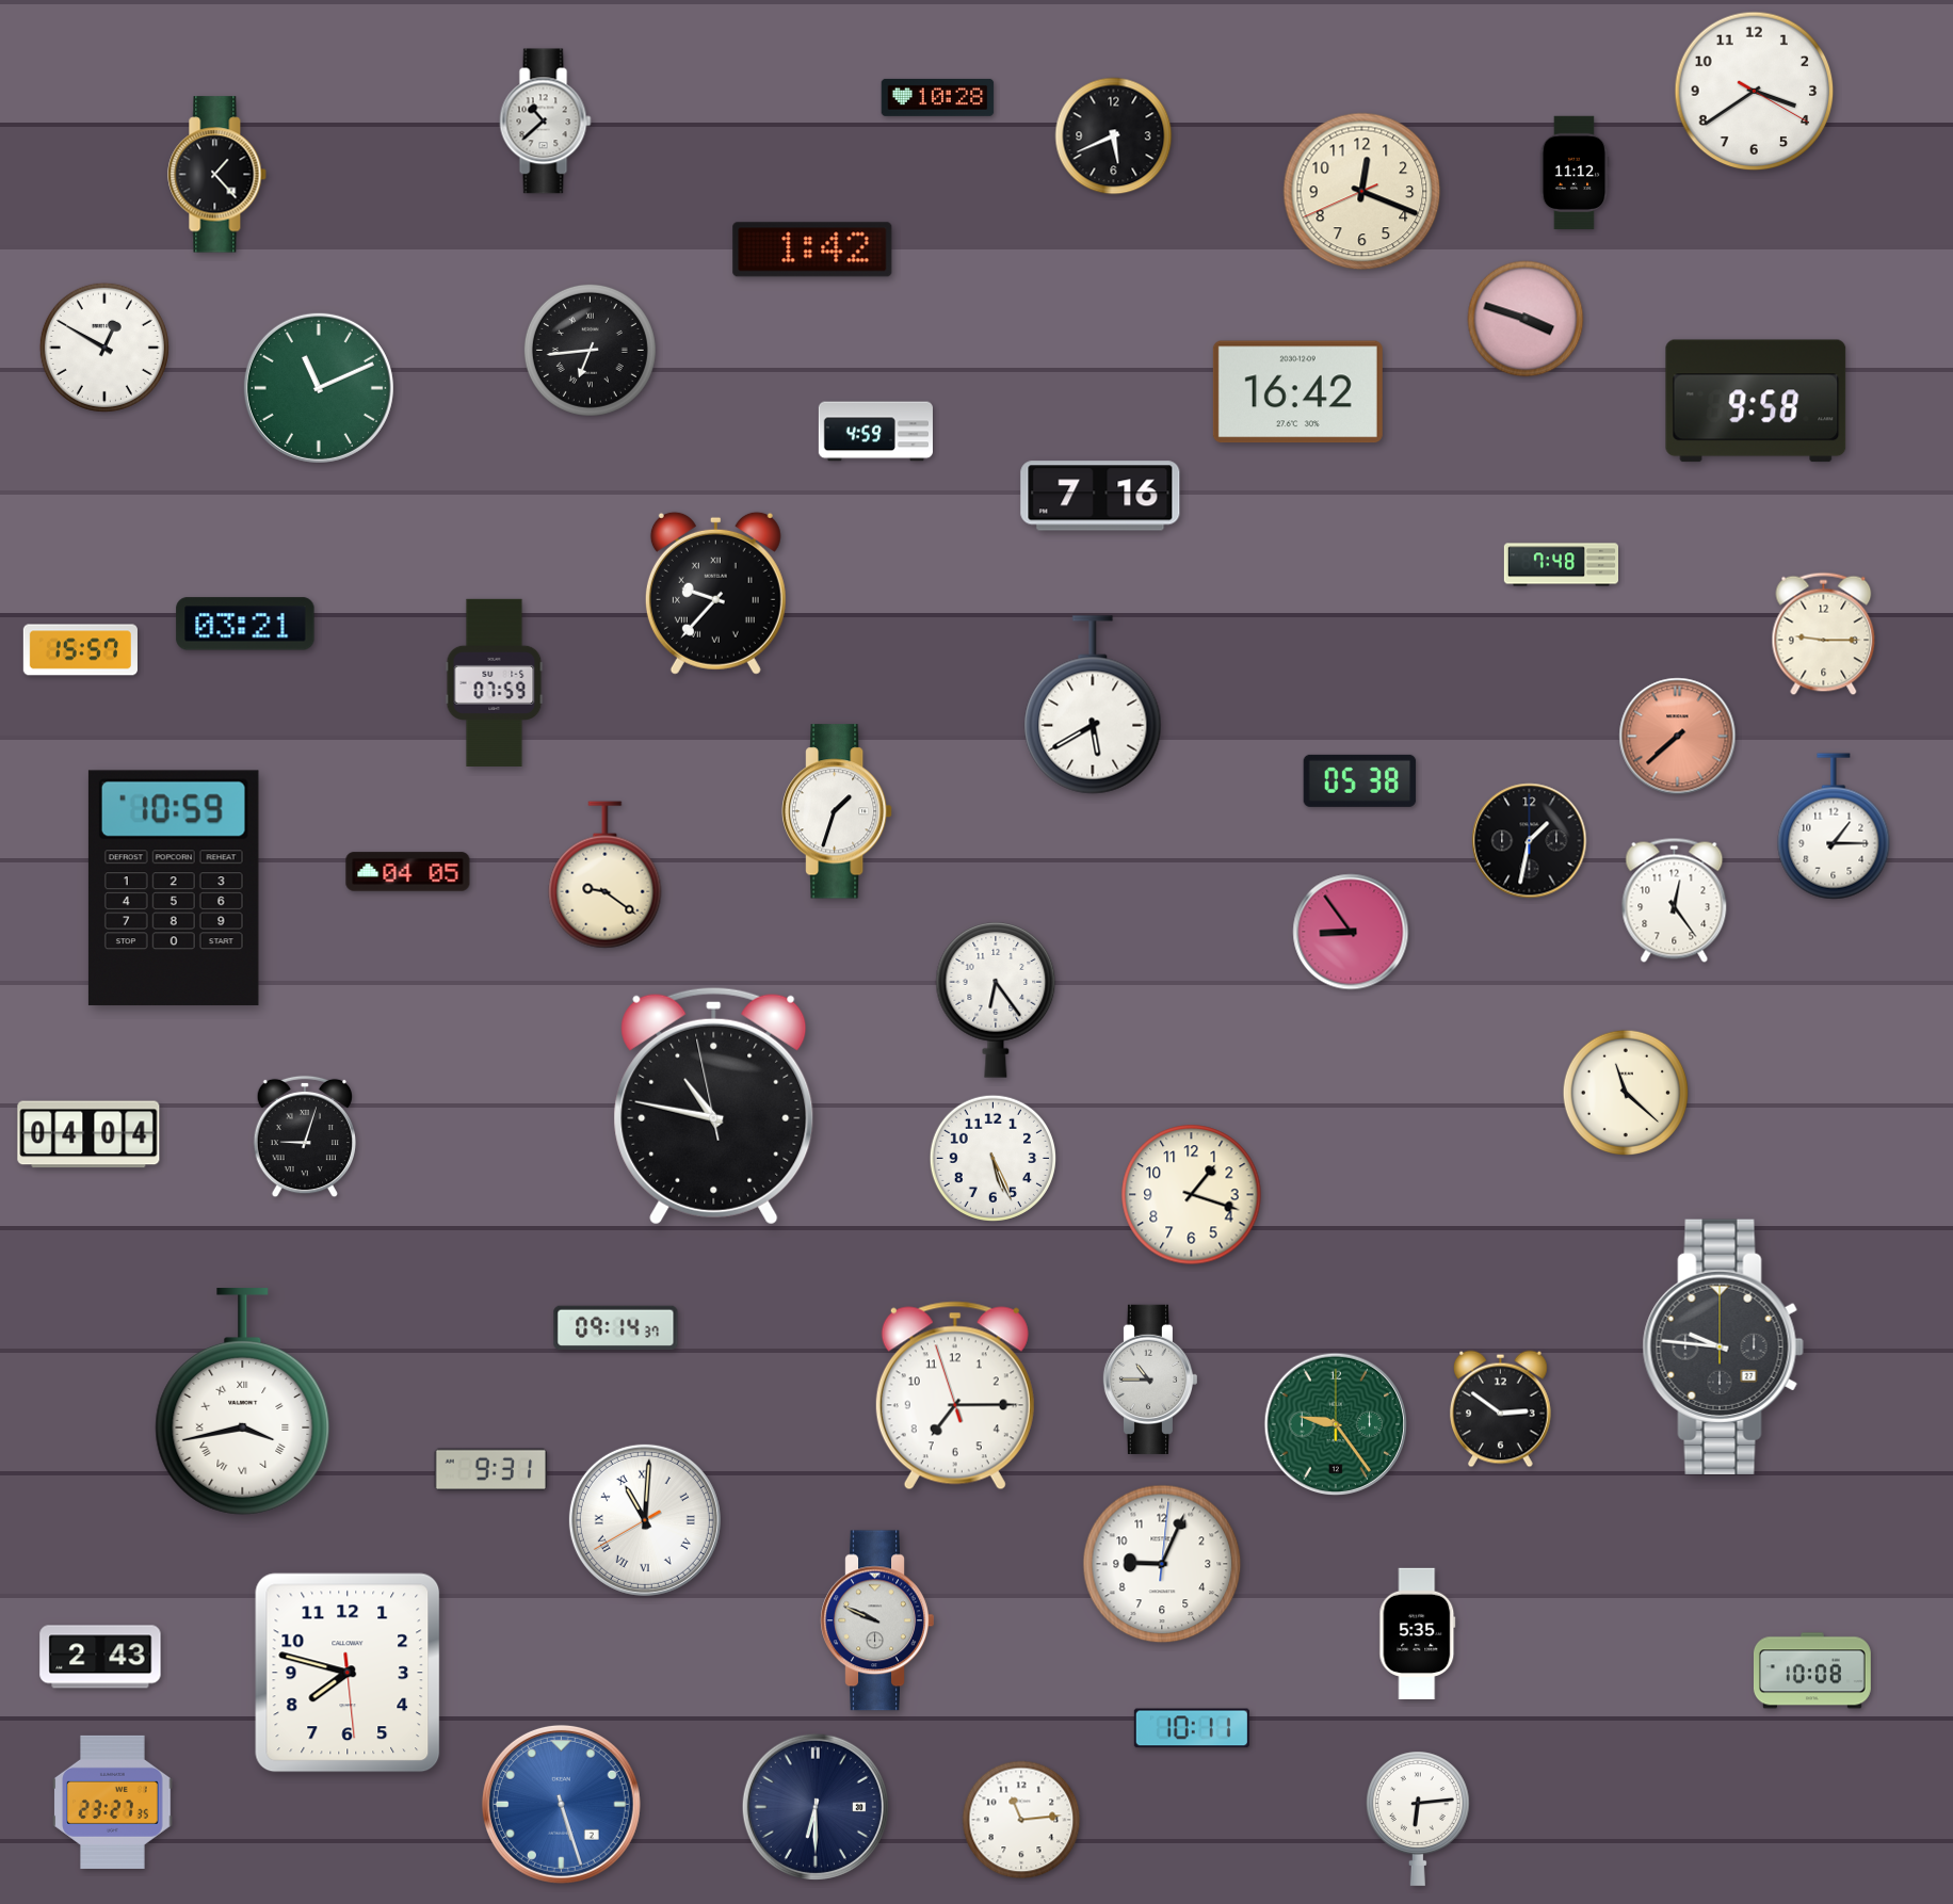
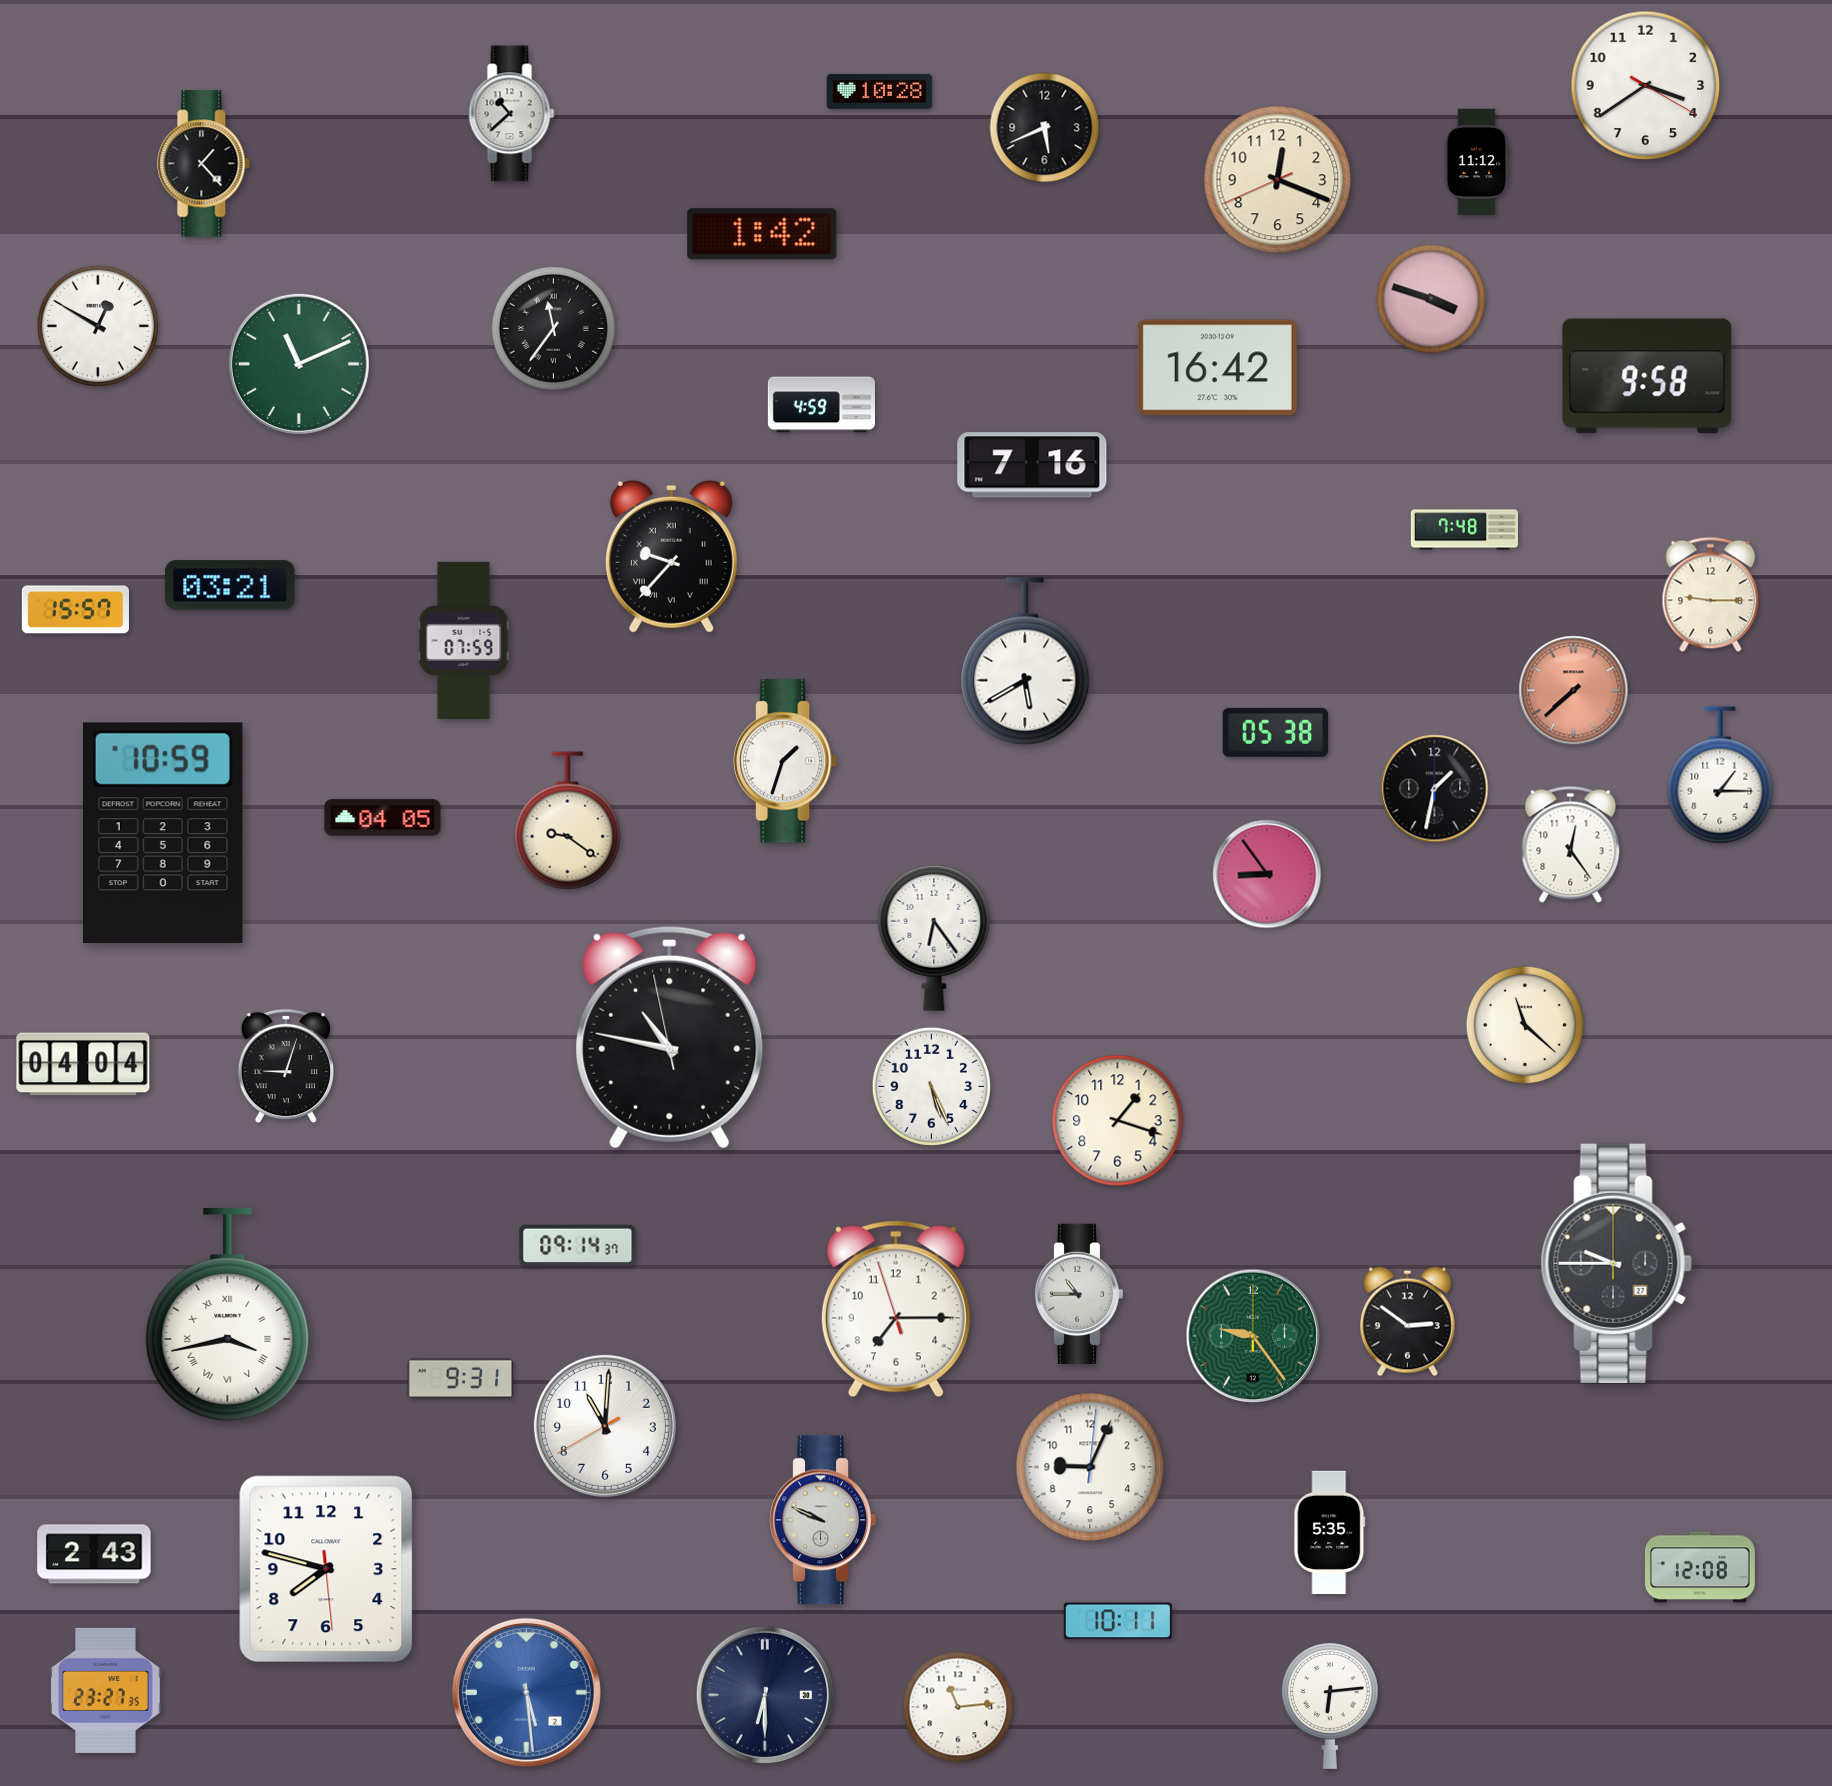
clock at (590, 350): 6:44 -> 11:36
clock at (1723, 1346): 9:46 -> 9:45
clock at (645, 1520) numerals: Roman -> Arabic
clock at (1812, 1671): 10:08 -> 12:08
clock at (561, 1804): 5:27 -> 5:29
